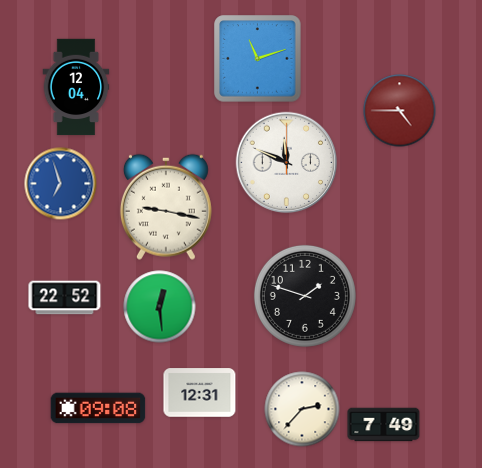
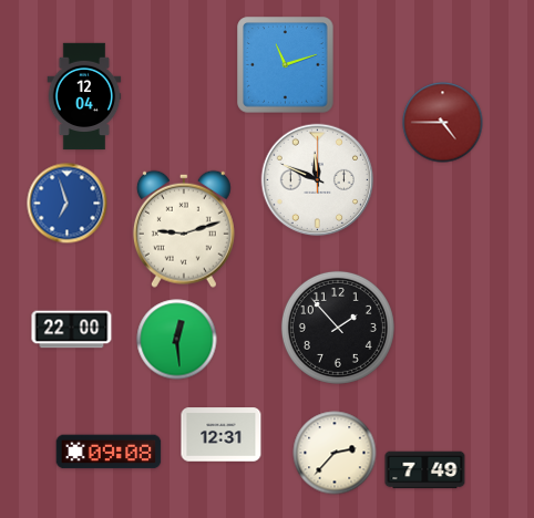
clock at (166, 207): 9:17 -> 9:12
clock at (305, 296): 1:48 -> 1:53
clock at (65, 298): 22:52 -> 22:00
